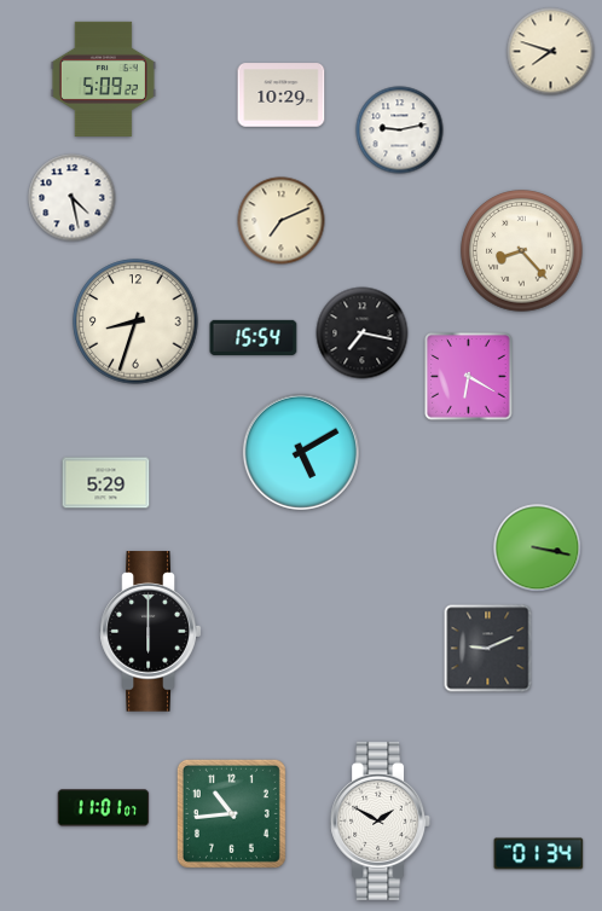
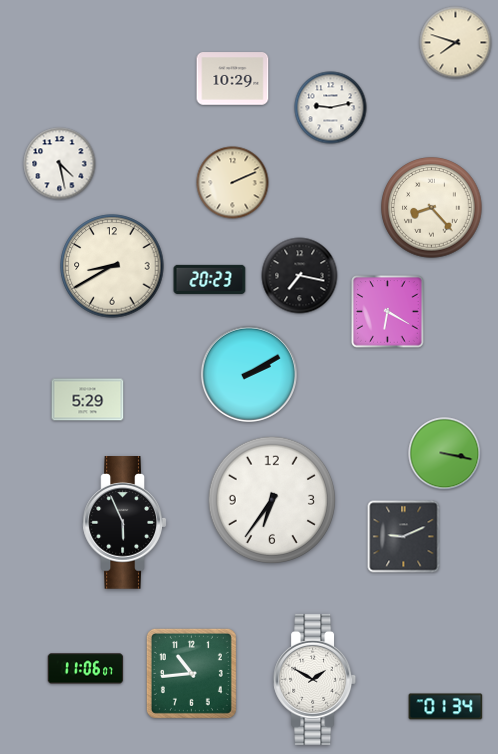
clock at (103, 79): 5:09 -> none
clock at (282, 221): 7:11 -> 2:11
clock at (135, 321): 8:33 -> 8:40
clock at (254, 337): 15:54 -> 20:23
clock at (301, 452): 5:10 -> 2:10
clock at (271, 499): none -> 6:36
clock at (151, 632): 6:00 -> 5:56
clock at (104, 808): 11:01 -> 11:06
